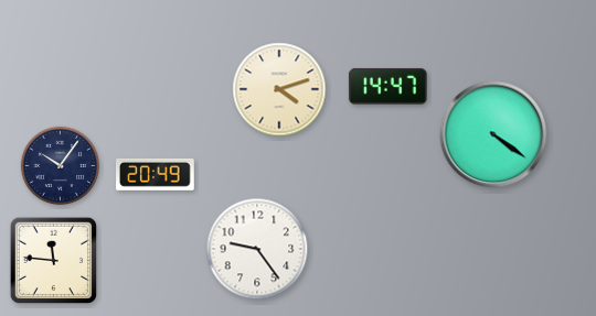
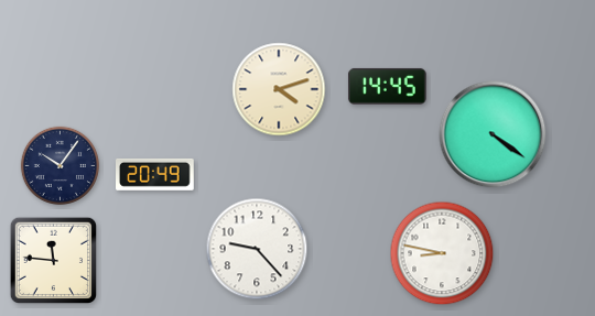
clock at (387, 86): 14:47 -> 14:45
clock at (257, 249): 9:24 -> 9:23
clock at (442, 253): none -> 8:47
